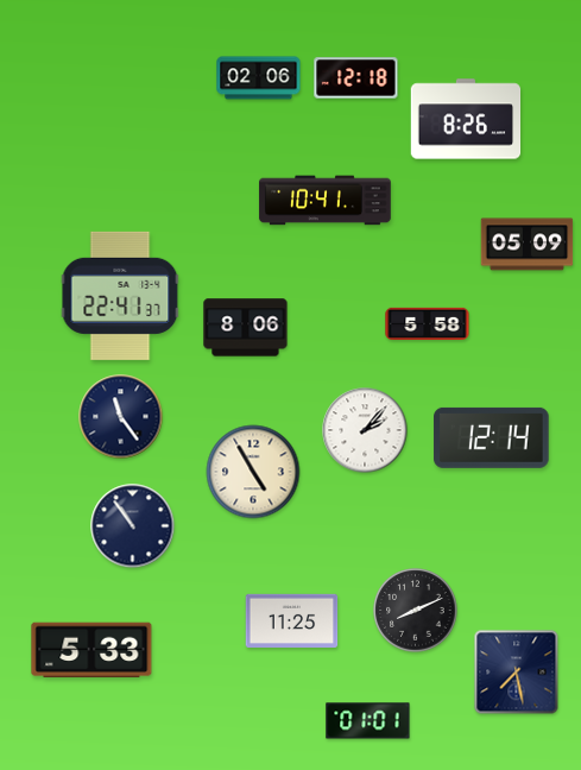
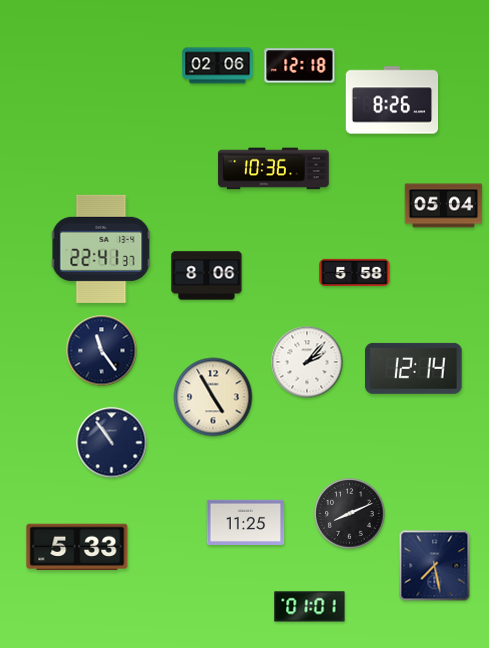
clock at (326, 201): 10:41 -> 10:36
clock at (528, 245): 05:09 -> 05:04
clock at (428, 323) position: (428, 323) -> (355, 272)
